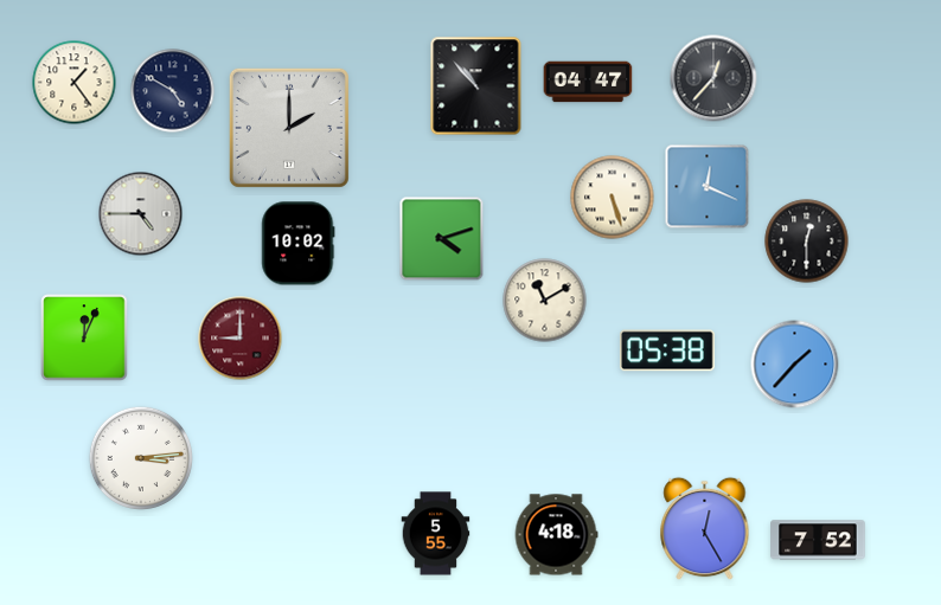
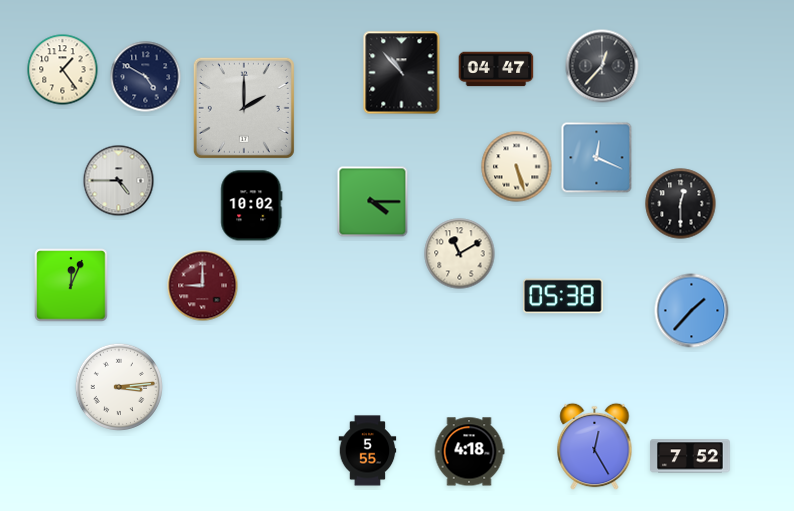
clock at (442, 239): 4:12 -> 4:15
clock at (795, 365) position: (795, 365) -> (692, 311)
